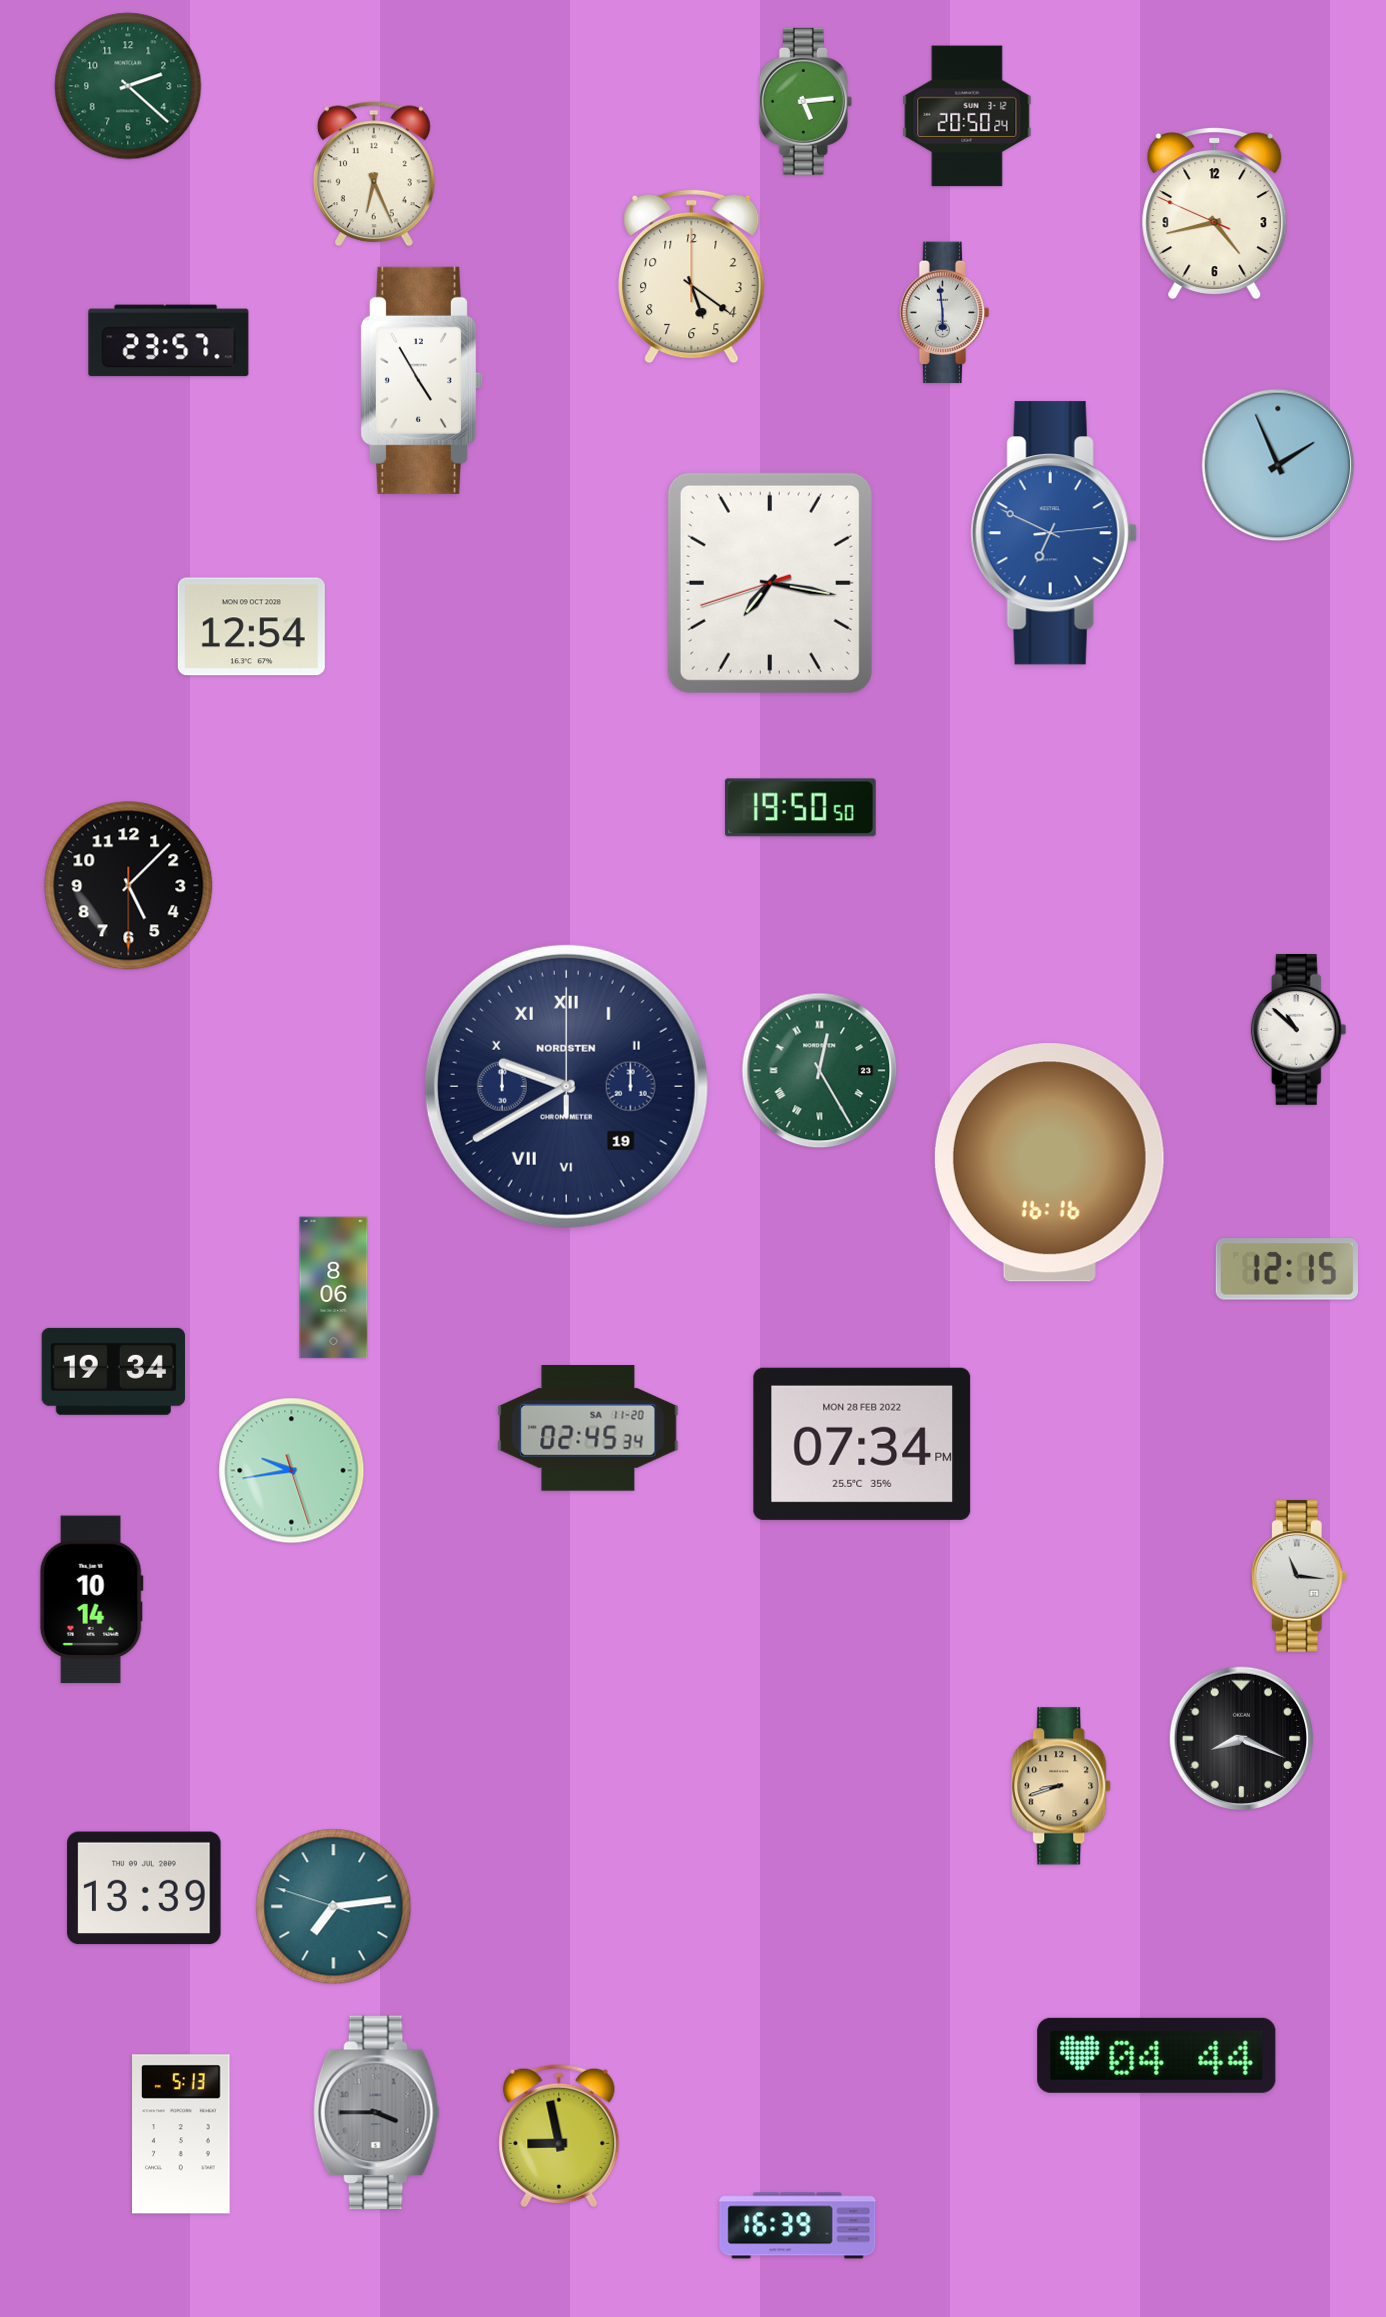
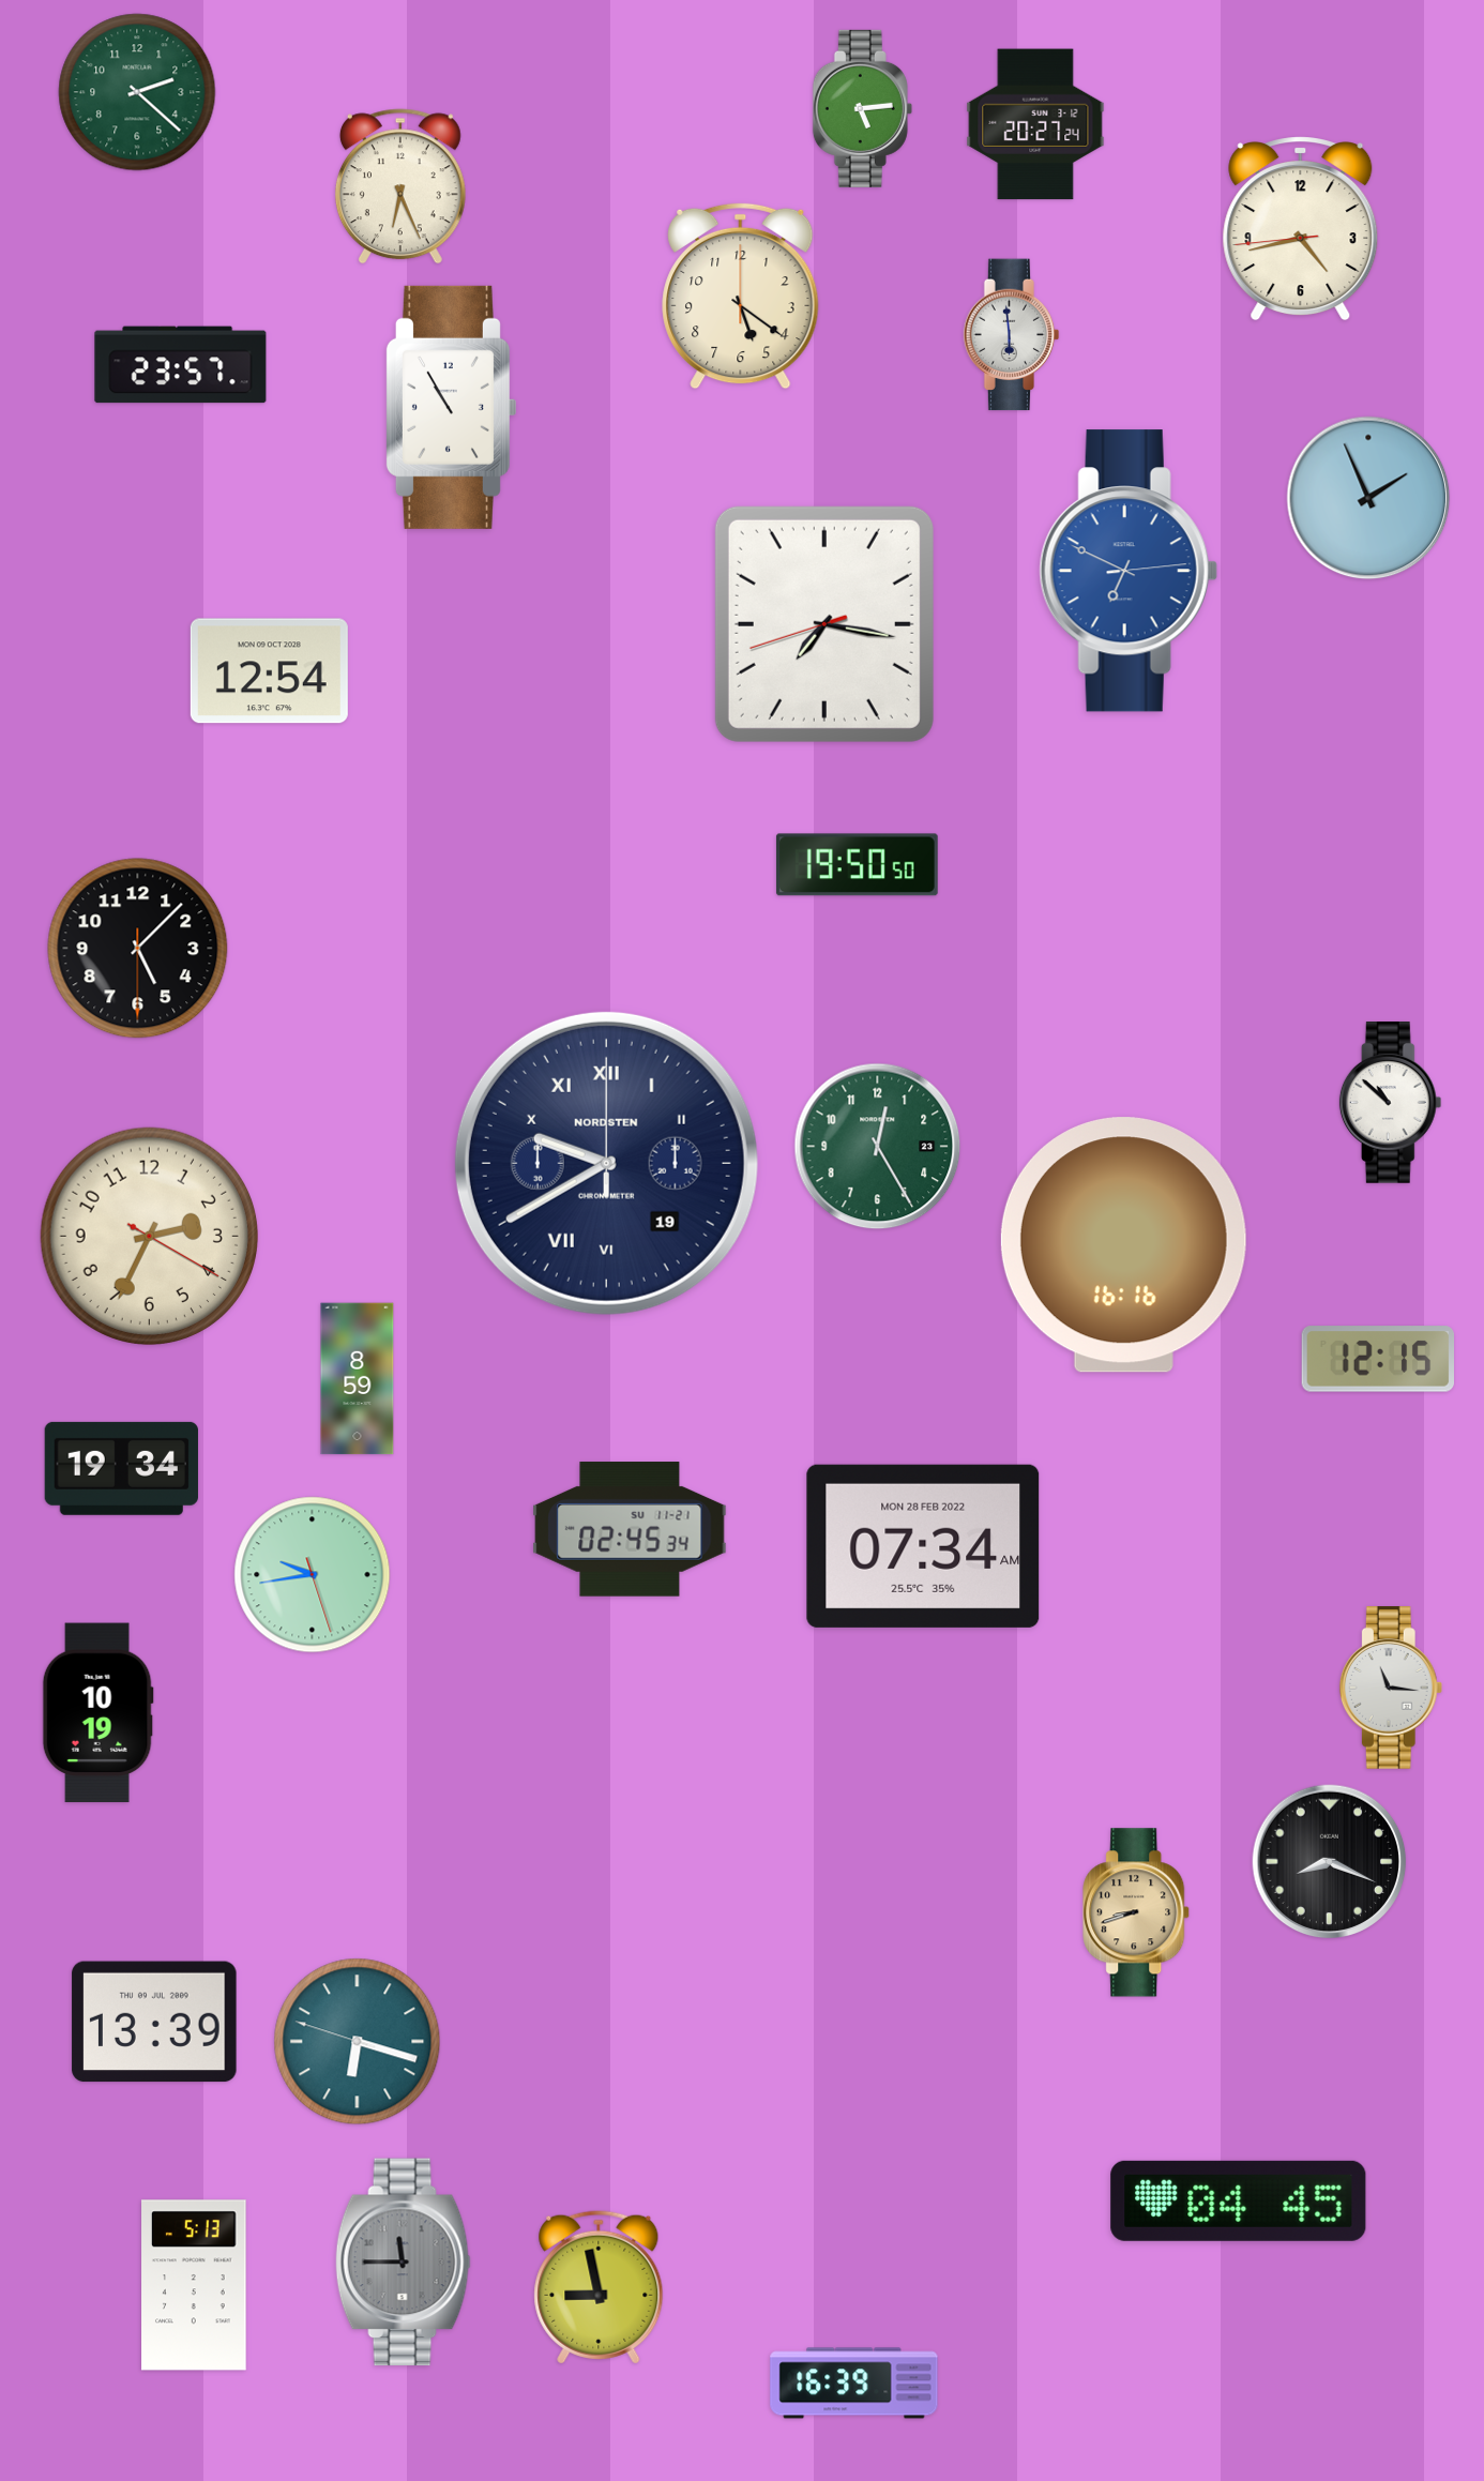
clock at (967, 116): 20:50 -> 20:27
clock at (1215, 214): 4:42:49 -> 4:42:44
clock at (421, 380): 4:55 -> 10:55
clock at (820, 1071) numerals: Roman -> Arabic
clock at (149, 1236): none -> 2:34
clock at (334, 1288): 8:06 -> 8:59
clock at (588, 1428) date: SA 11-20 -> SU 11-21
clock at (862, 1444): 07:34 PM -> 07:34 AM
clock at (91, 1600): 10:14 -> 10:19
clock at (334, 1907): 7:13 -> 6:17
clock at (1157, 2055): 04:44 -> 04:45
clock at (376, 2113): 3:45 -> 11:45
